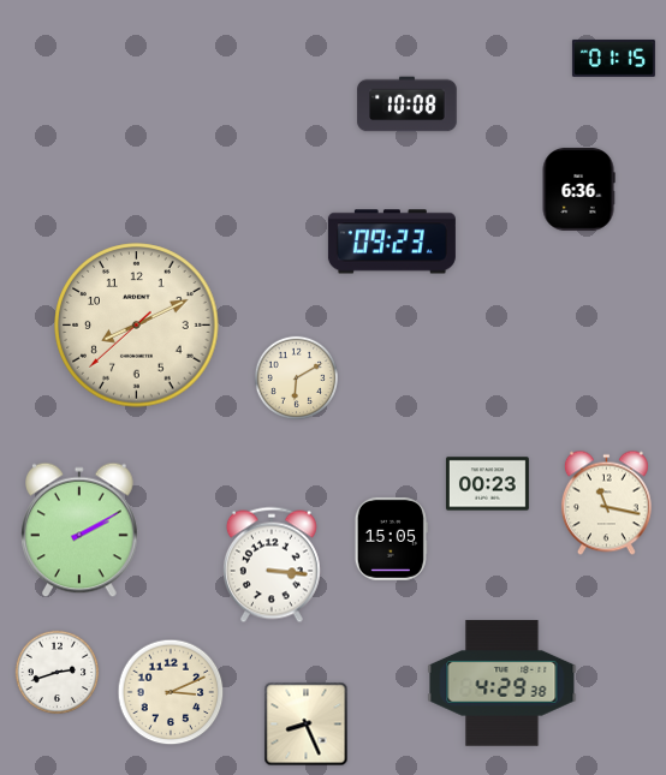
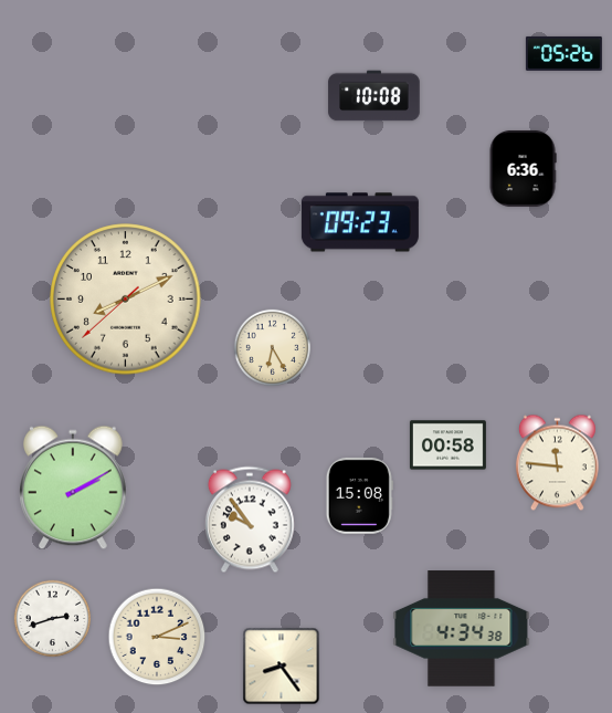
clock at (613, 58): 01:15 -> 05:26
clock at (578, 189) position: (578, 189) -> (523, 168)
clock at (297, 378): 6:10 -> 6:25
clock at (487, 484): 00:23 -> 00:58
clock at (606, 503): 11:17 -> 11:46
clock at (391, 538): 15:05 -> 15:08
clock at (272, 565): 3:16 -> 9:54
clock at (503, 684): 4:29 -> 4:34
clock at (307, 725): 8:26 -> 8:24
